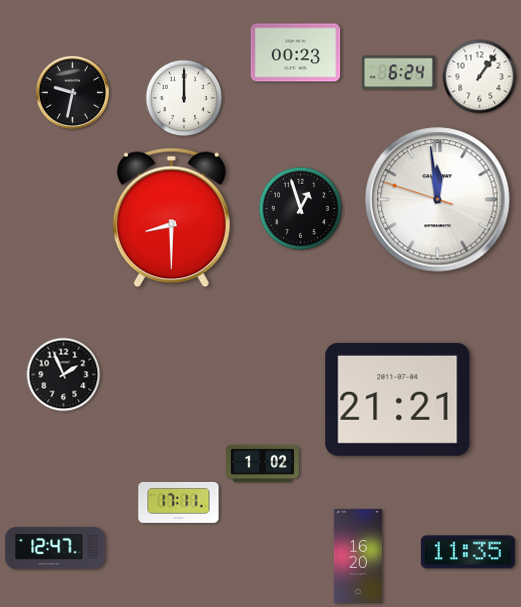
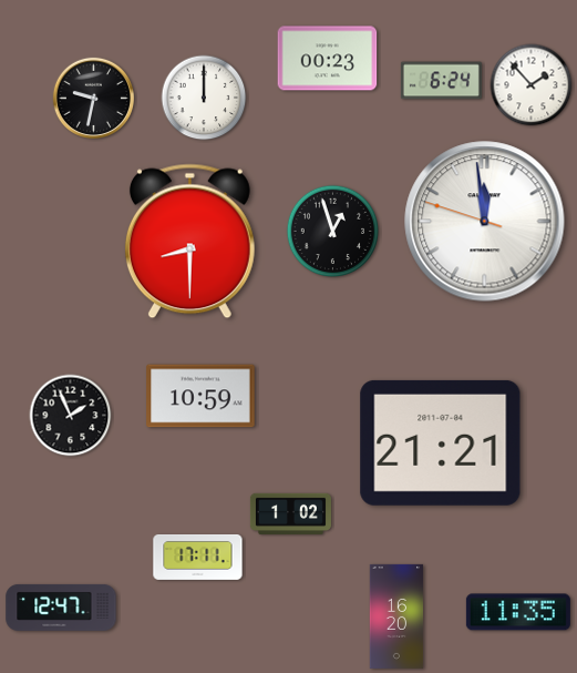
clock at (480, 77): 1:06 -> 1:53
clock at (73, 93) position: (73, 93) -> (94, 99)
clock at (184, 98) position: (184, 98) -> (204, 98)
clock at (200, 396): none -> 10:59
